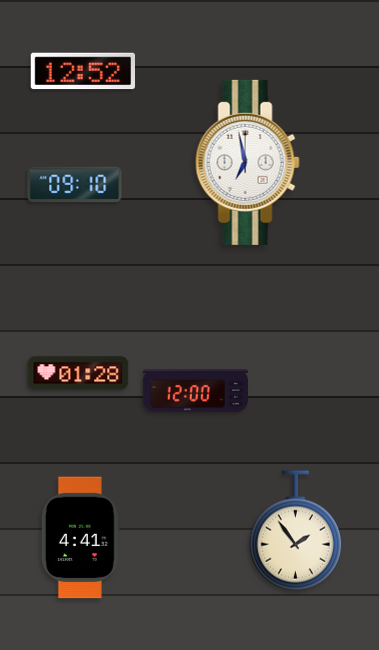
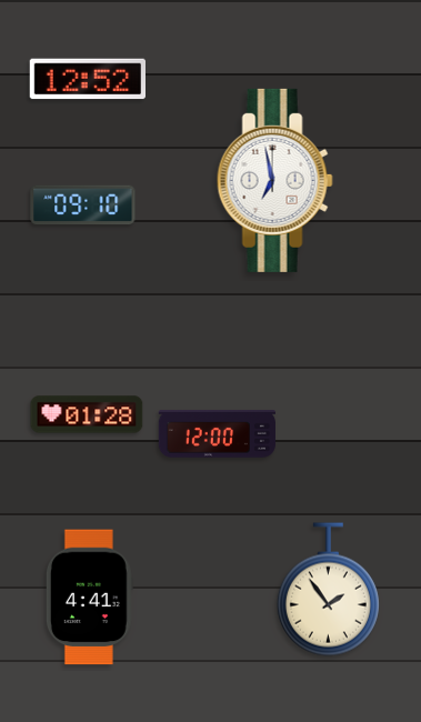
clock at (83, 71) position: (83, 71) -> (88, 79)
